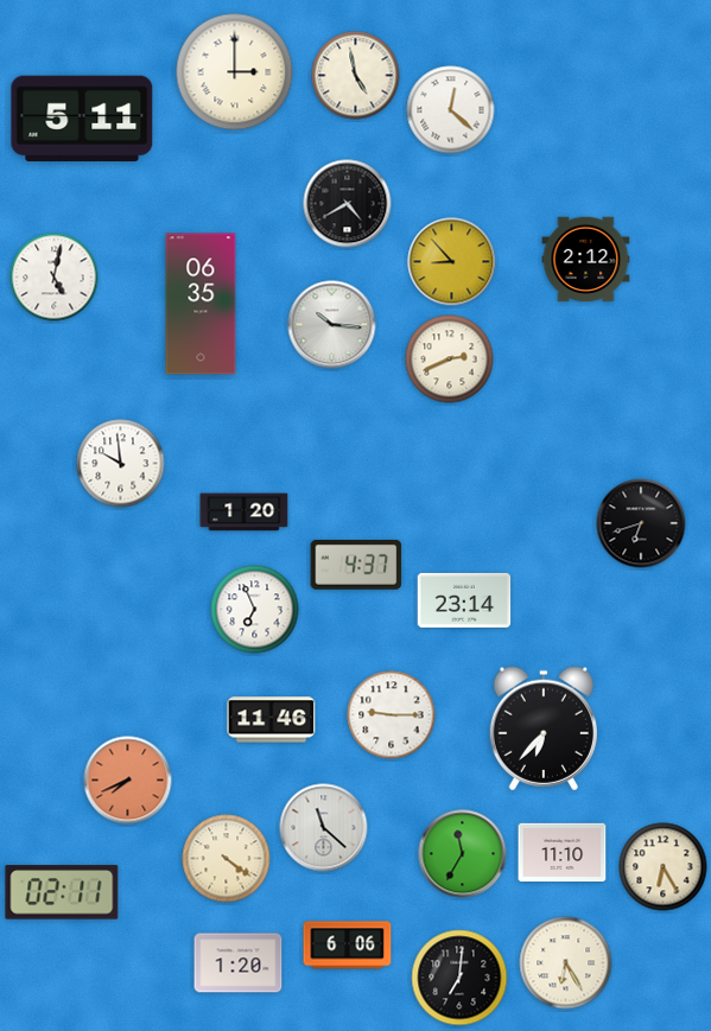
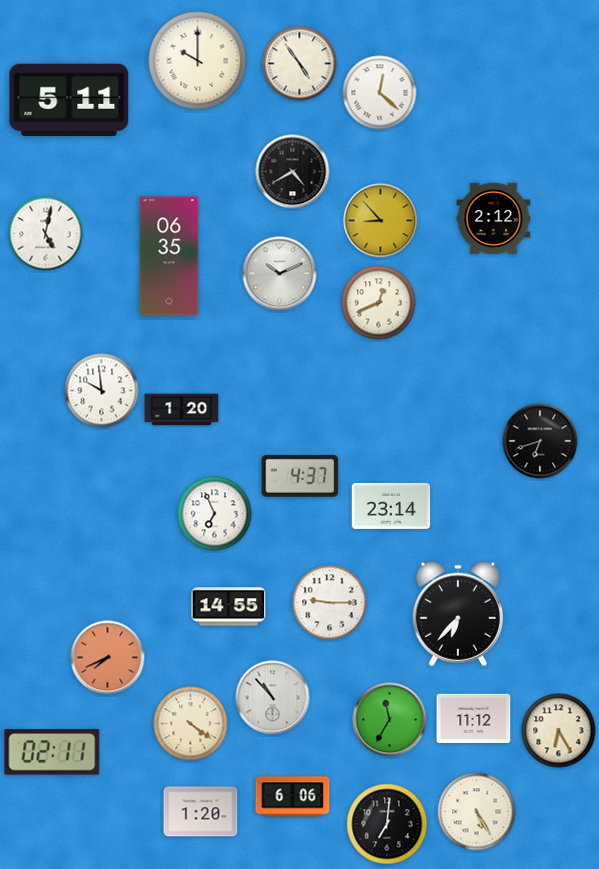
clock at (235, 72): 3:00 -> 10:00
clock at (356, 76): 4:58 -> 4:54
clock at (332, 325): 10:16 -> 10:11
clock at (450, 359): 2:41 -> 12:41
clock at (245, 513) position: (245, 513) -> (182, 410)
clock at (272, 720): 11:46 -> 14:55
clock at (324, 828): 11:22 -> 10:53
clock at (563, 853): 11:10 -> 11:12
clock at (566, 963): 6:25 -> 5:25
